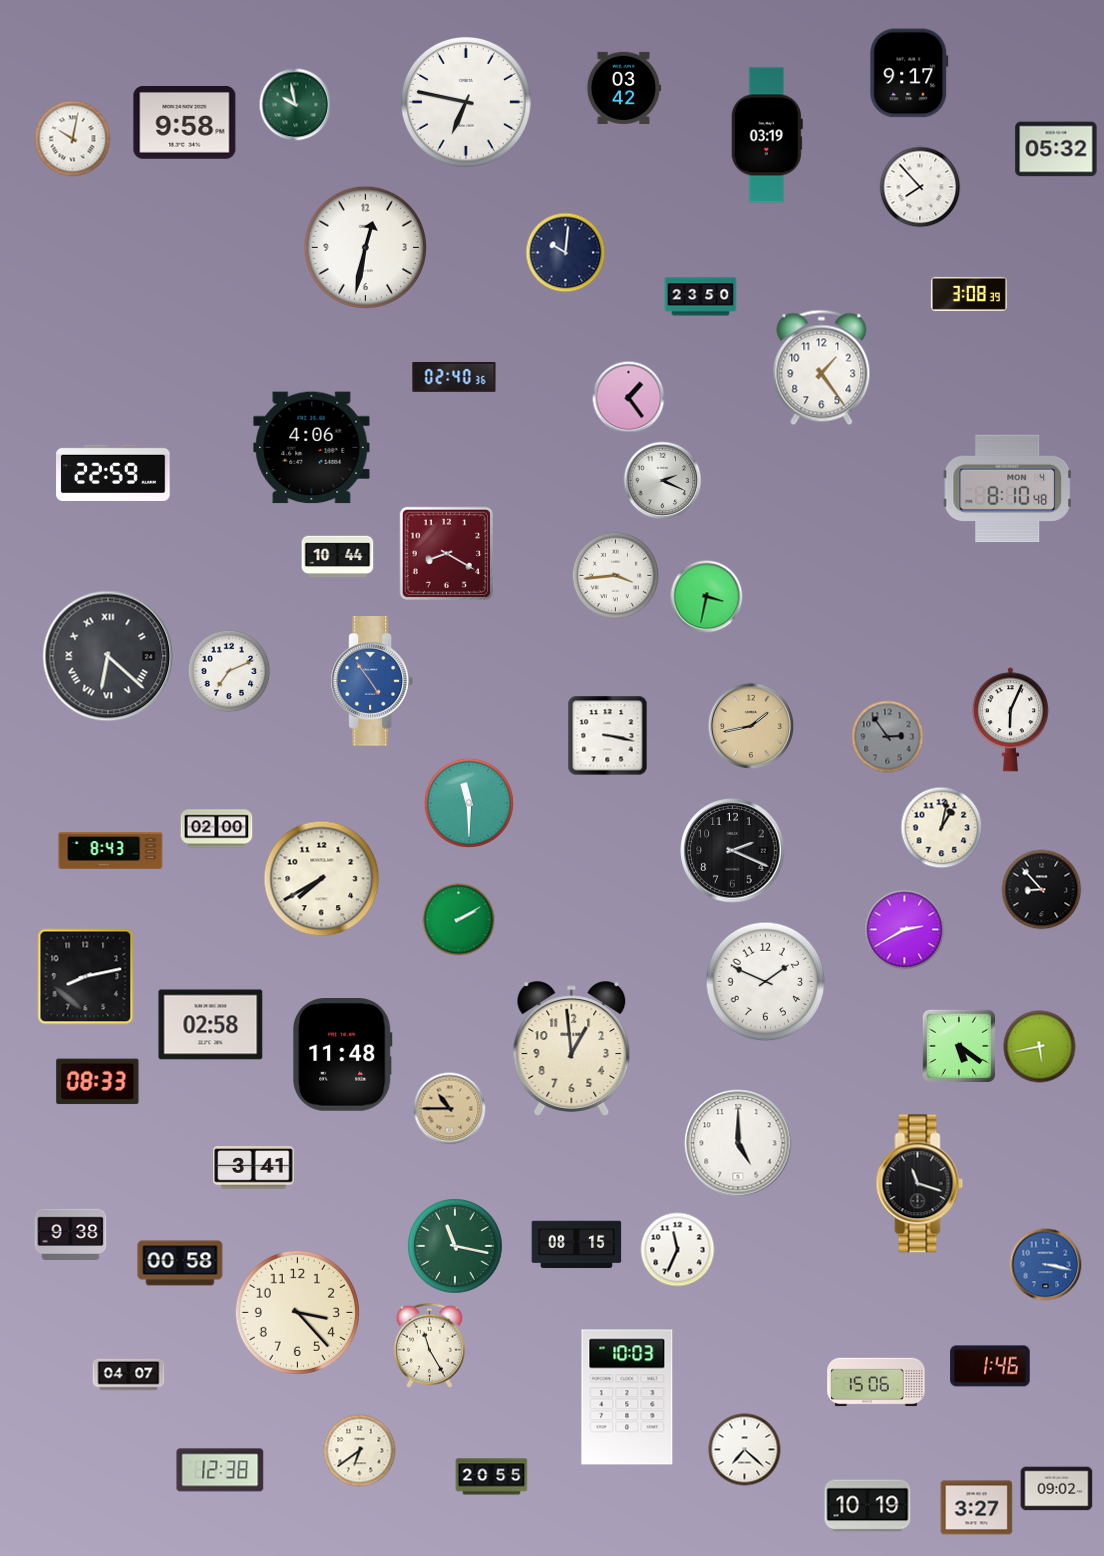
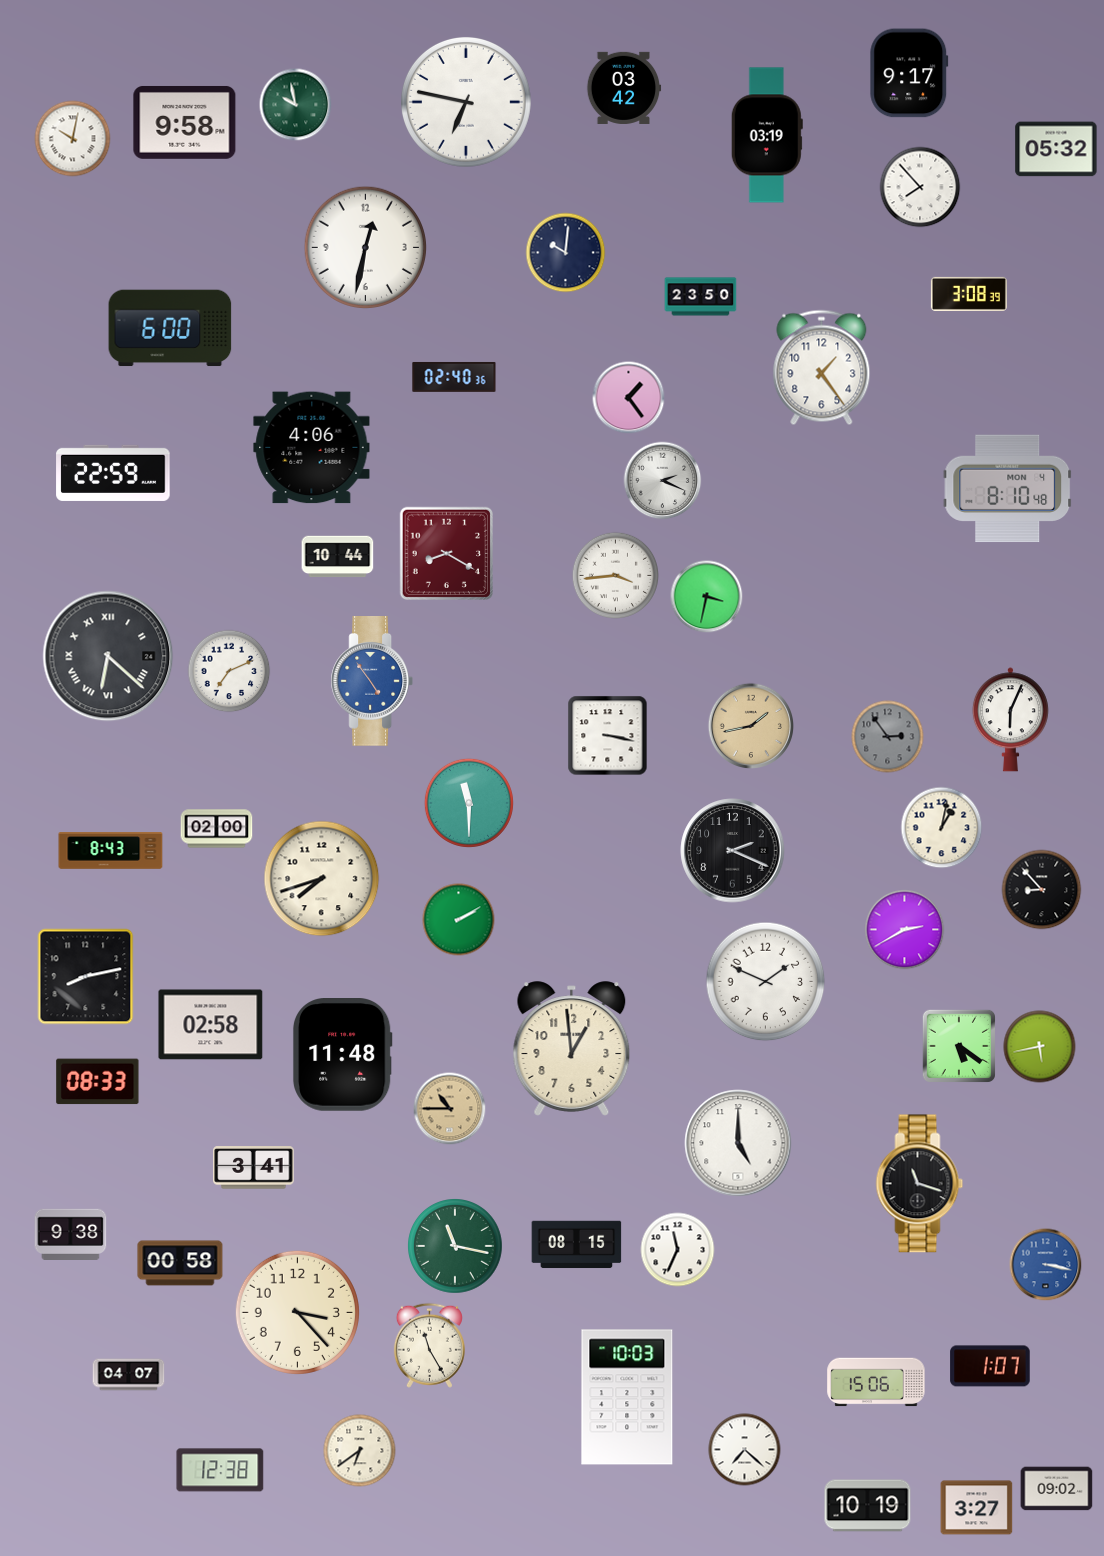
clock at (170, 328): none -> 6:00
clock at (322, 879): 7:40 -> 7:42
clock at (990, 1366): 1:46 -> 1:07
clock at (492, 1477): 20:55 -> none
